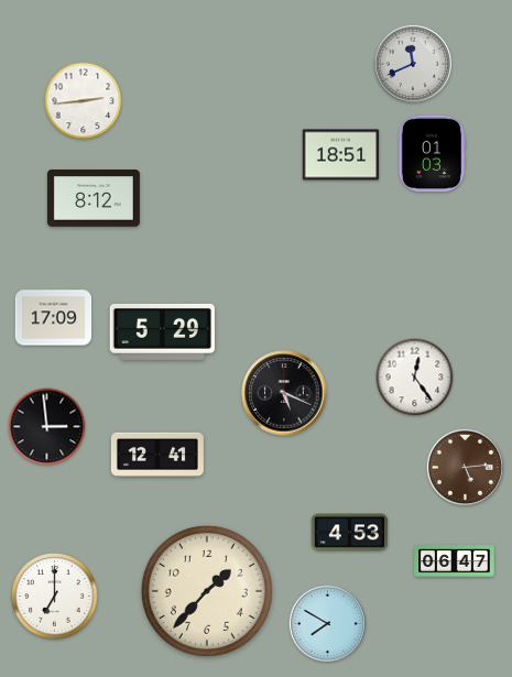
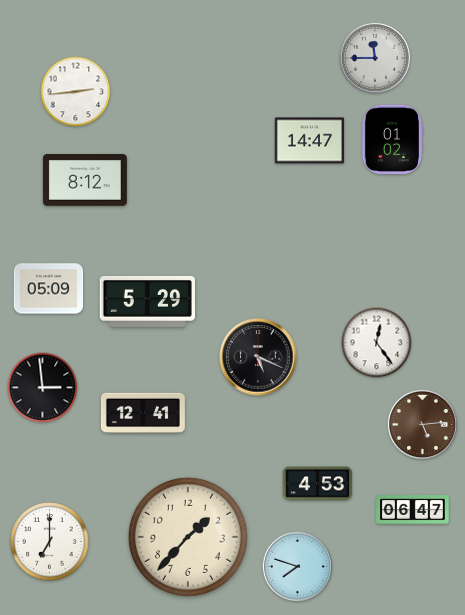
clock at (413, 64): 11:41 -> 11:45
clock at (432, 154): 01:03 -> 01:02
clock at (341, 155): 18:51 -> 14:47
clock at (54, 318): 17:09 -> 05:09
clock at (327, 623): 7:50 -> 7:48
